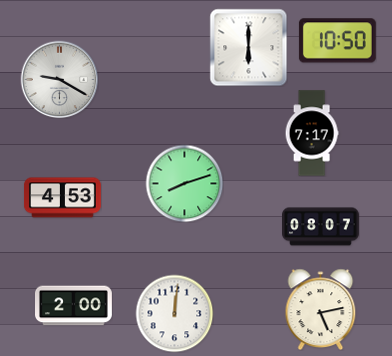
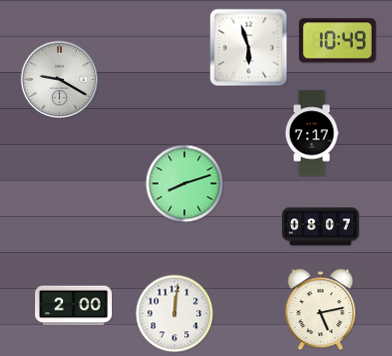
clock at (337, 41): 10:50 -> 10:49
clock at (248, 47): 6:00 -> 5:57
clock at (63, 198): 4:53 -> none
